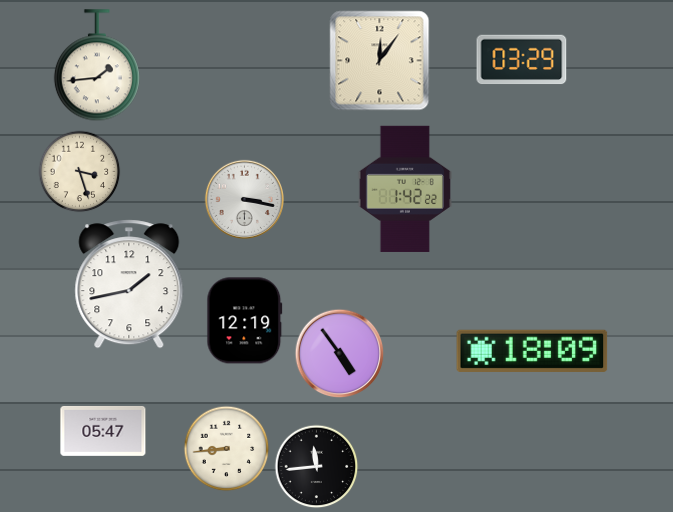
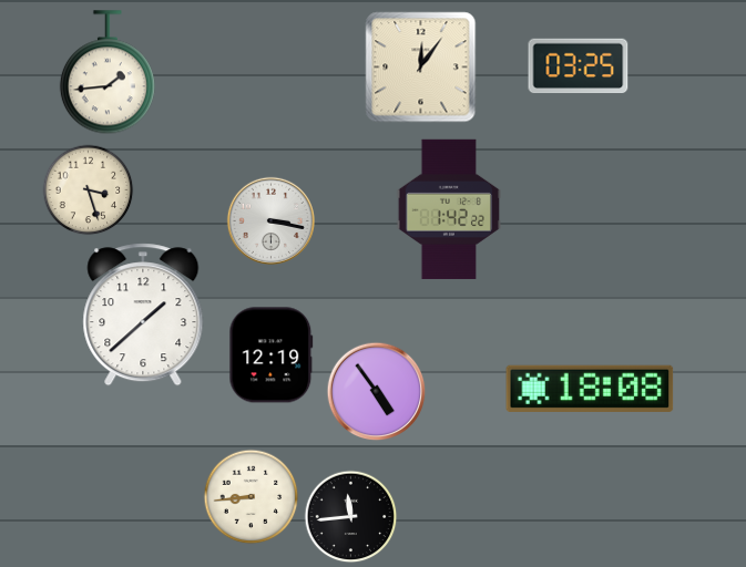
clock at (522, 60): 03:29 -> 03:25
clock at (129, 284): 1:43 -> 1:38
clock at (532, 351): 18:09 -> 18:08
clock at (103, 431): 05:47 -> none
